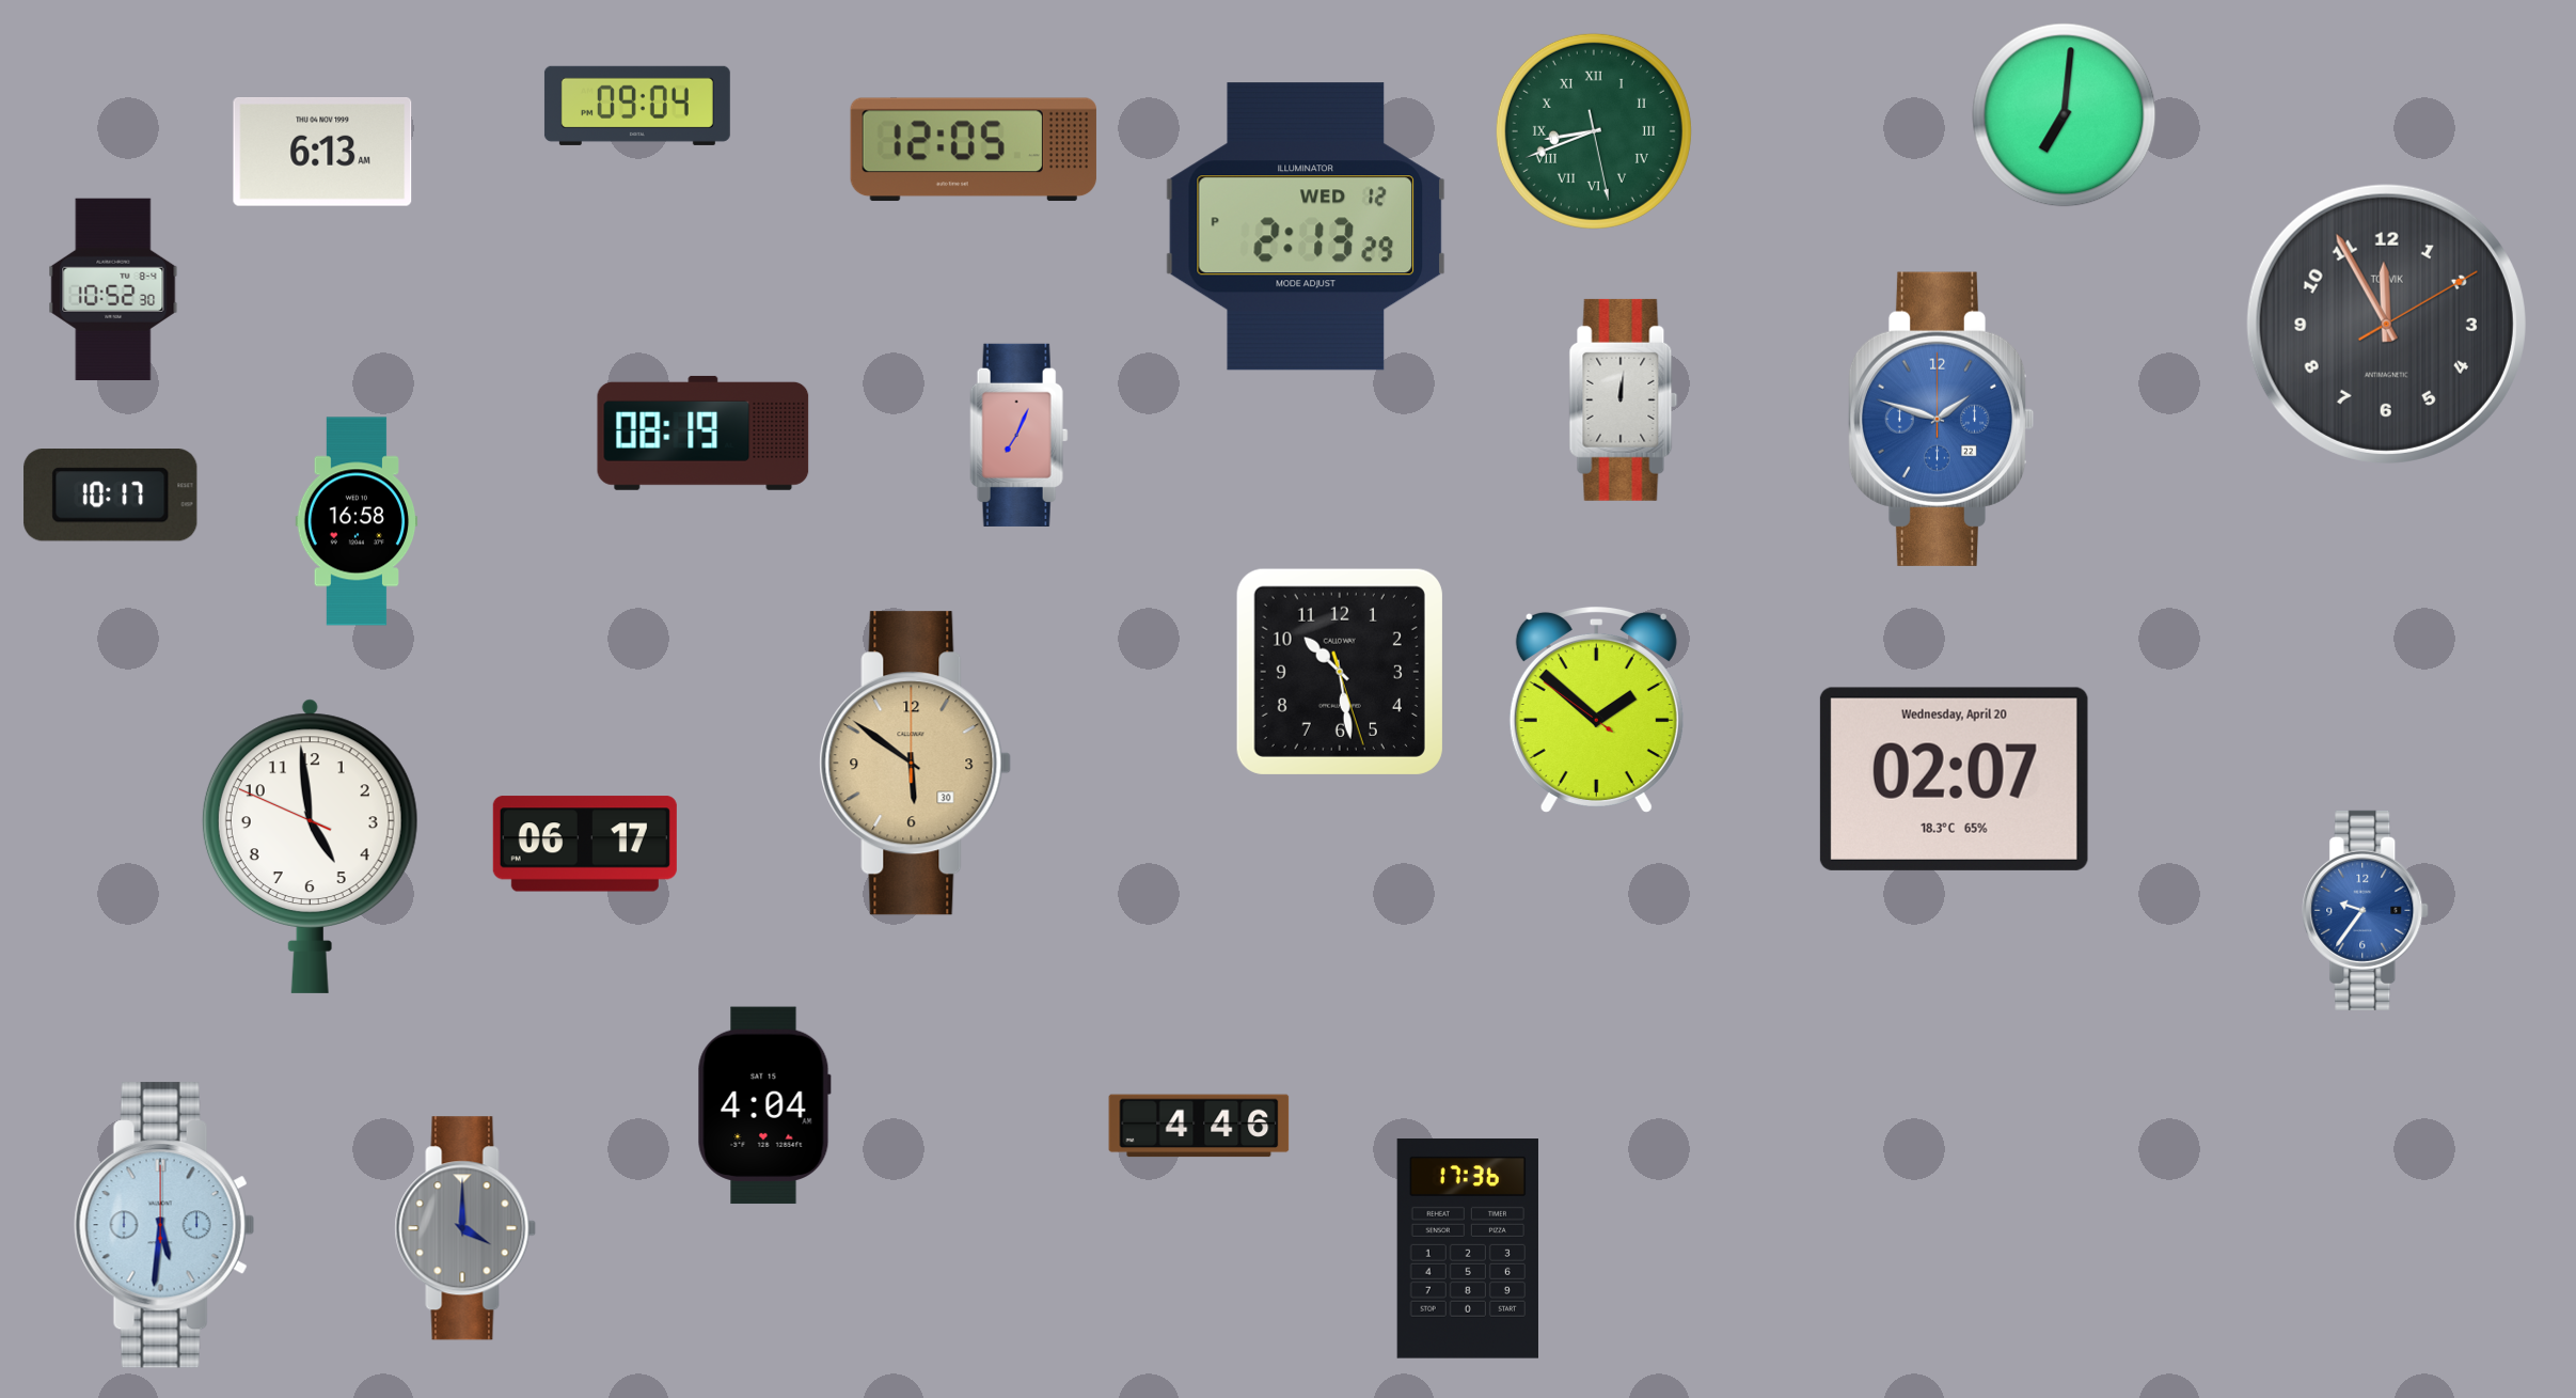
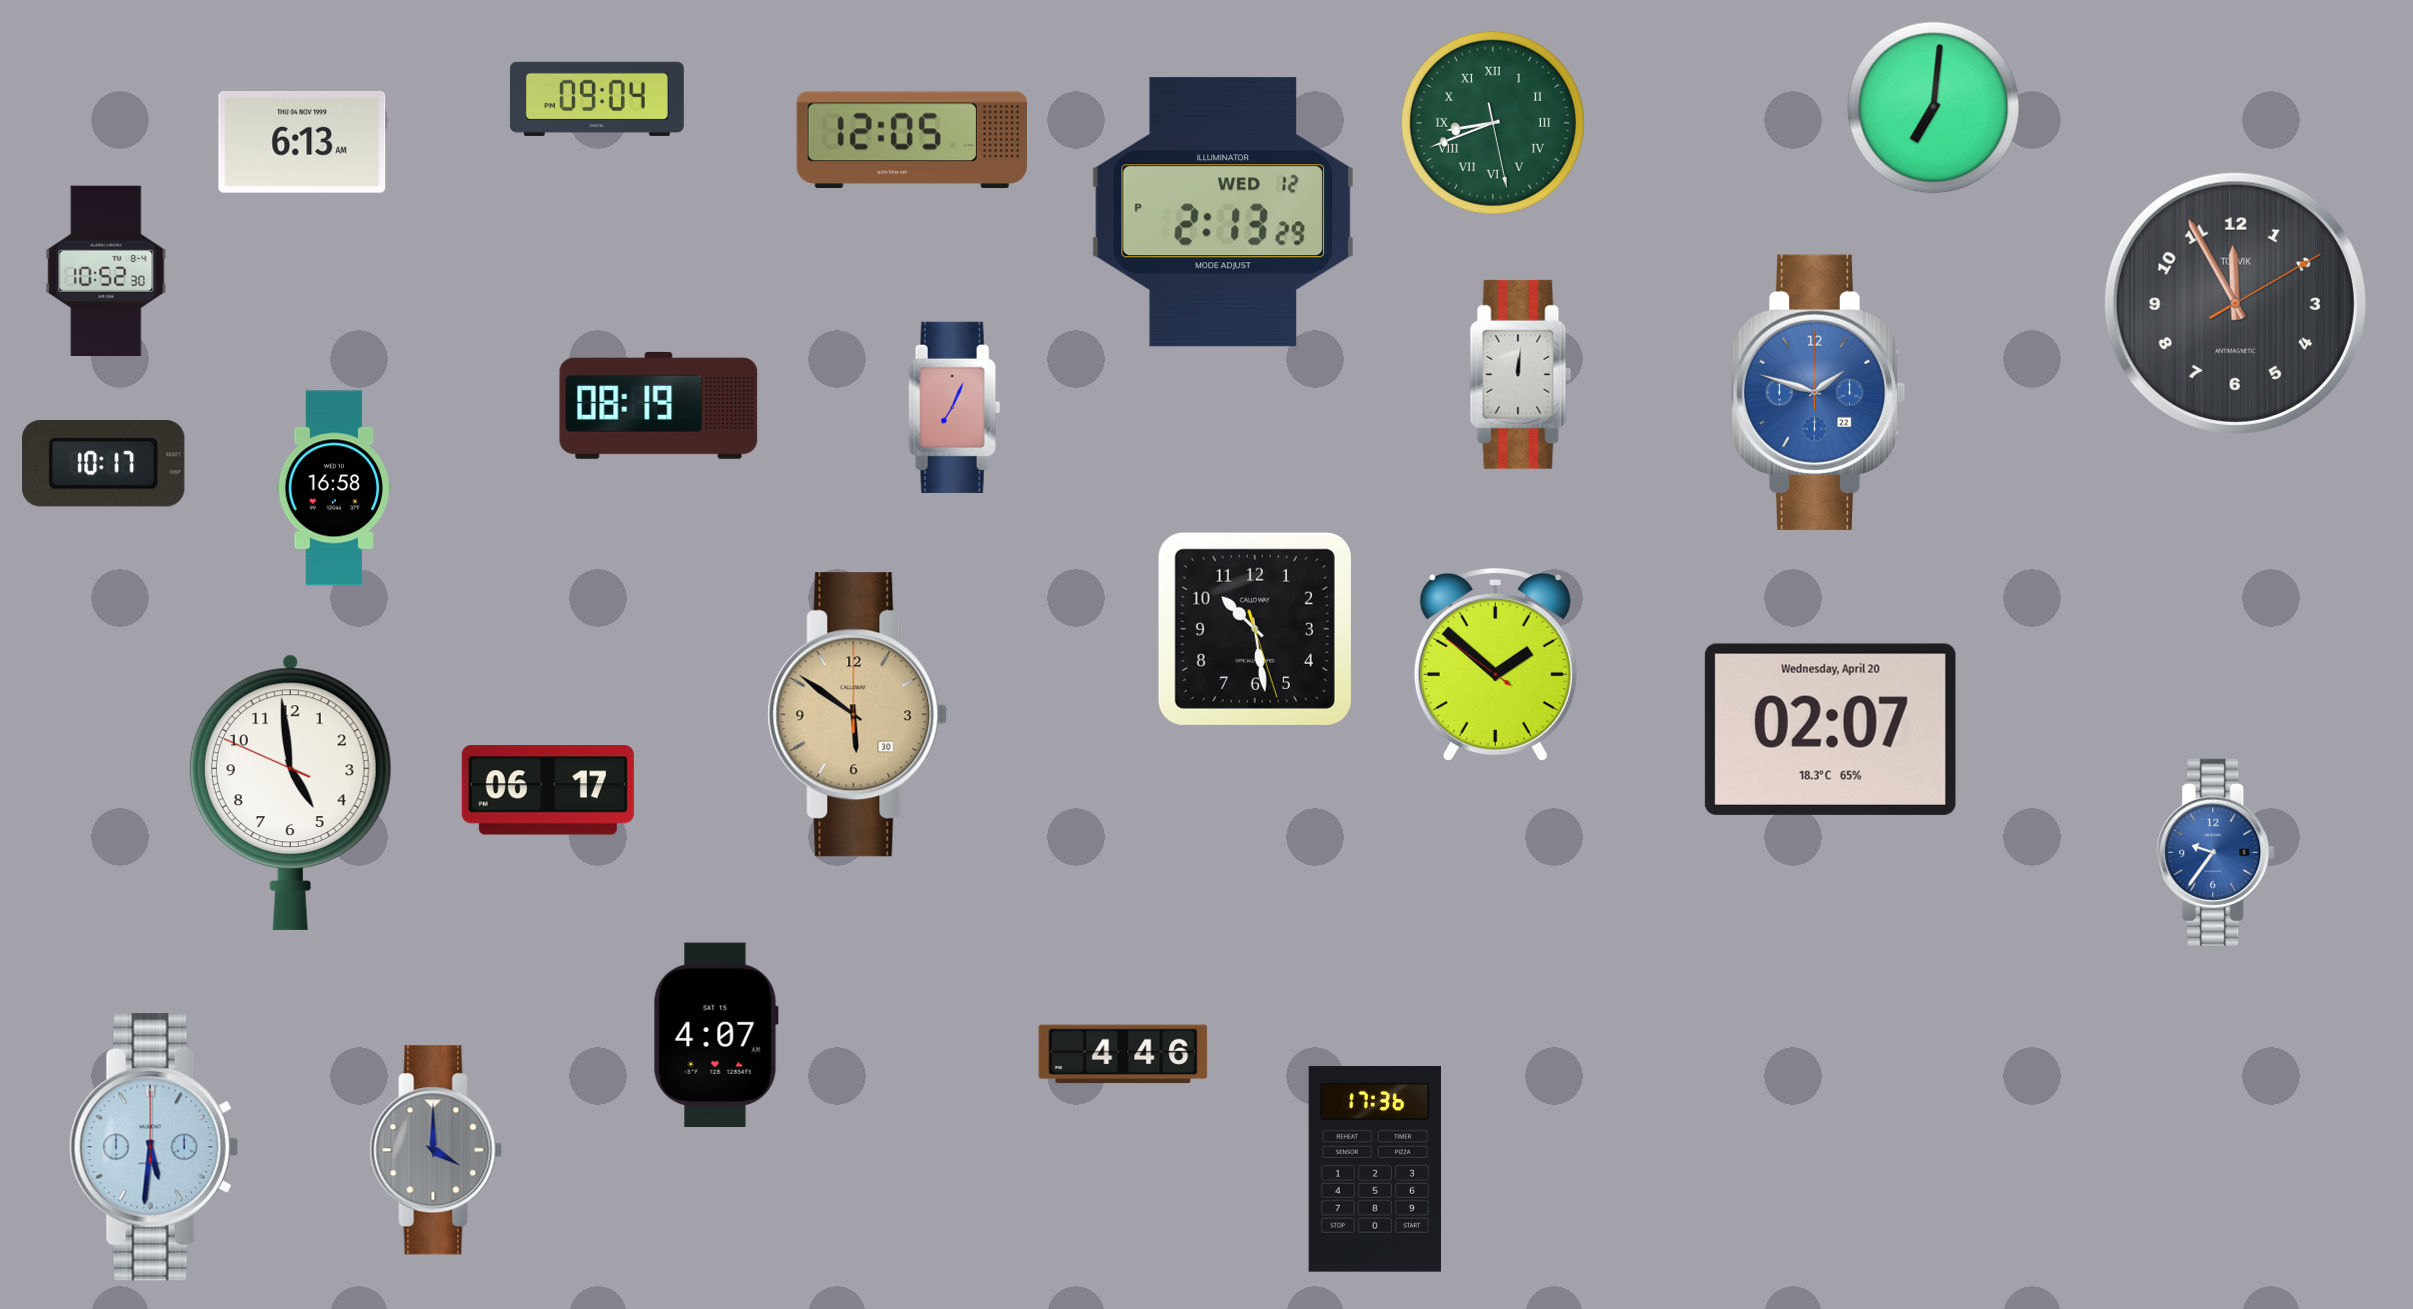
clock at (764, 1105): 4:04 -> 4:07
